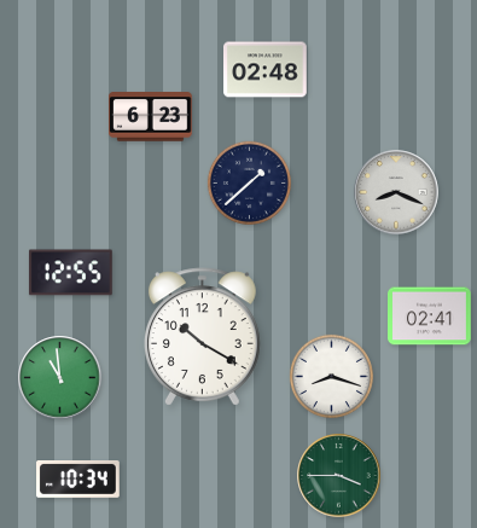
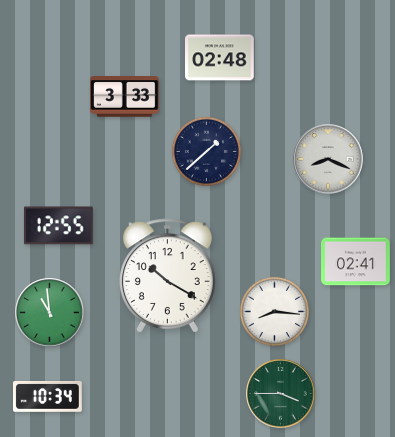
clock at (151, 117): 6:23 -> 3:33
clock at (203, 337) position: (203, 337) -> (168, 276)
clock at (331, 376): 8:18 -> 8:16
clock at (78, 480) position: (78, 480) -> (48, 397)
